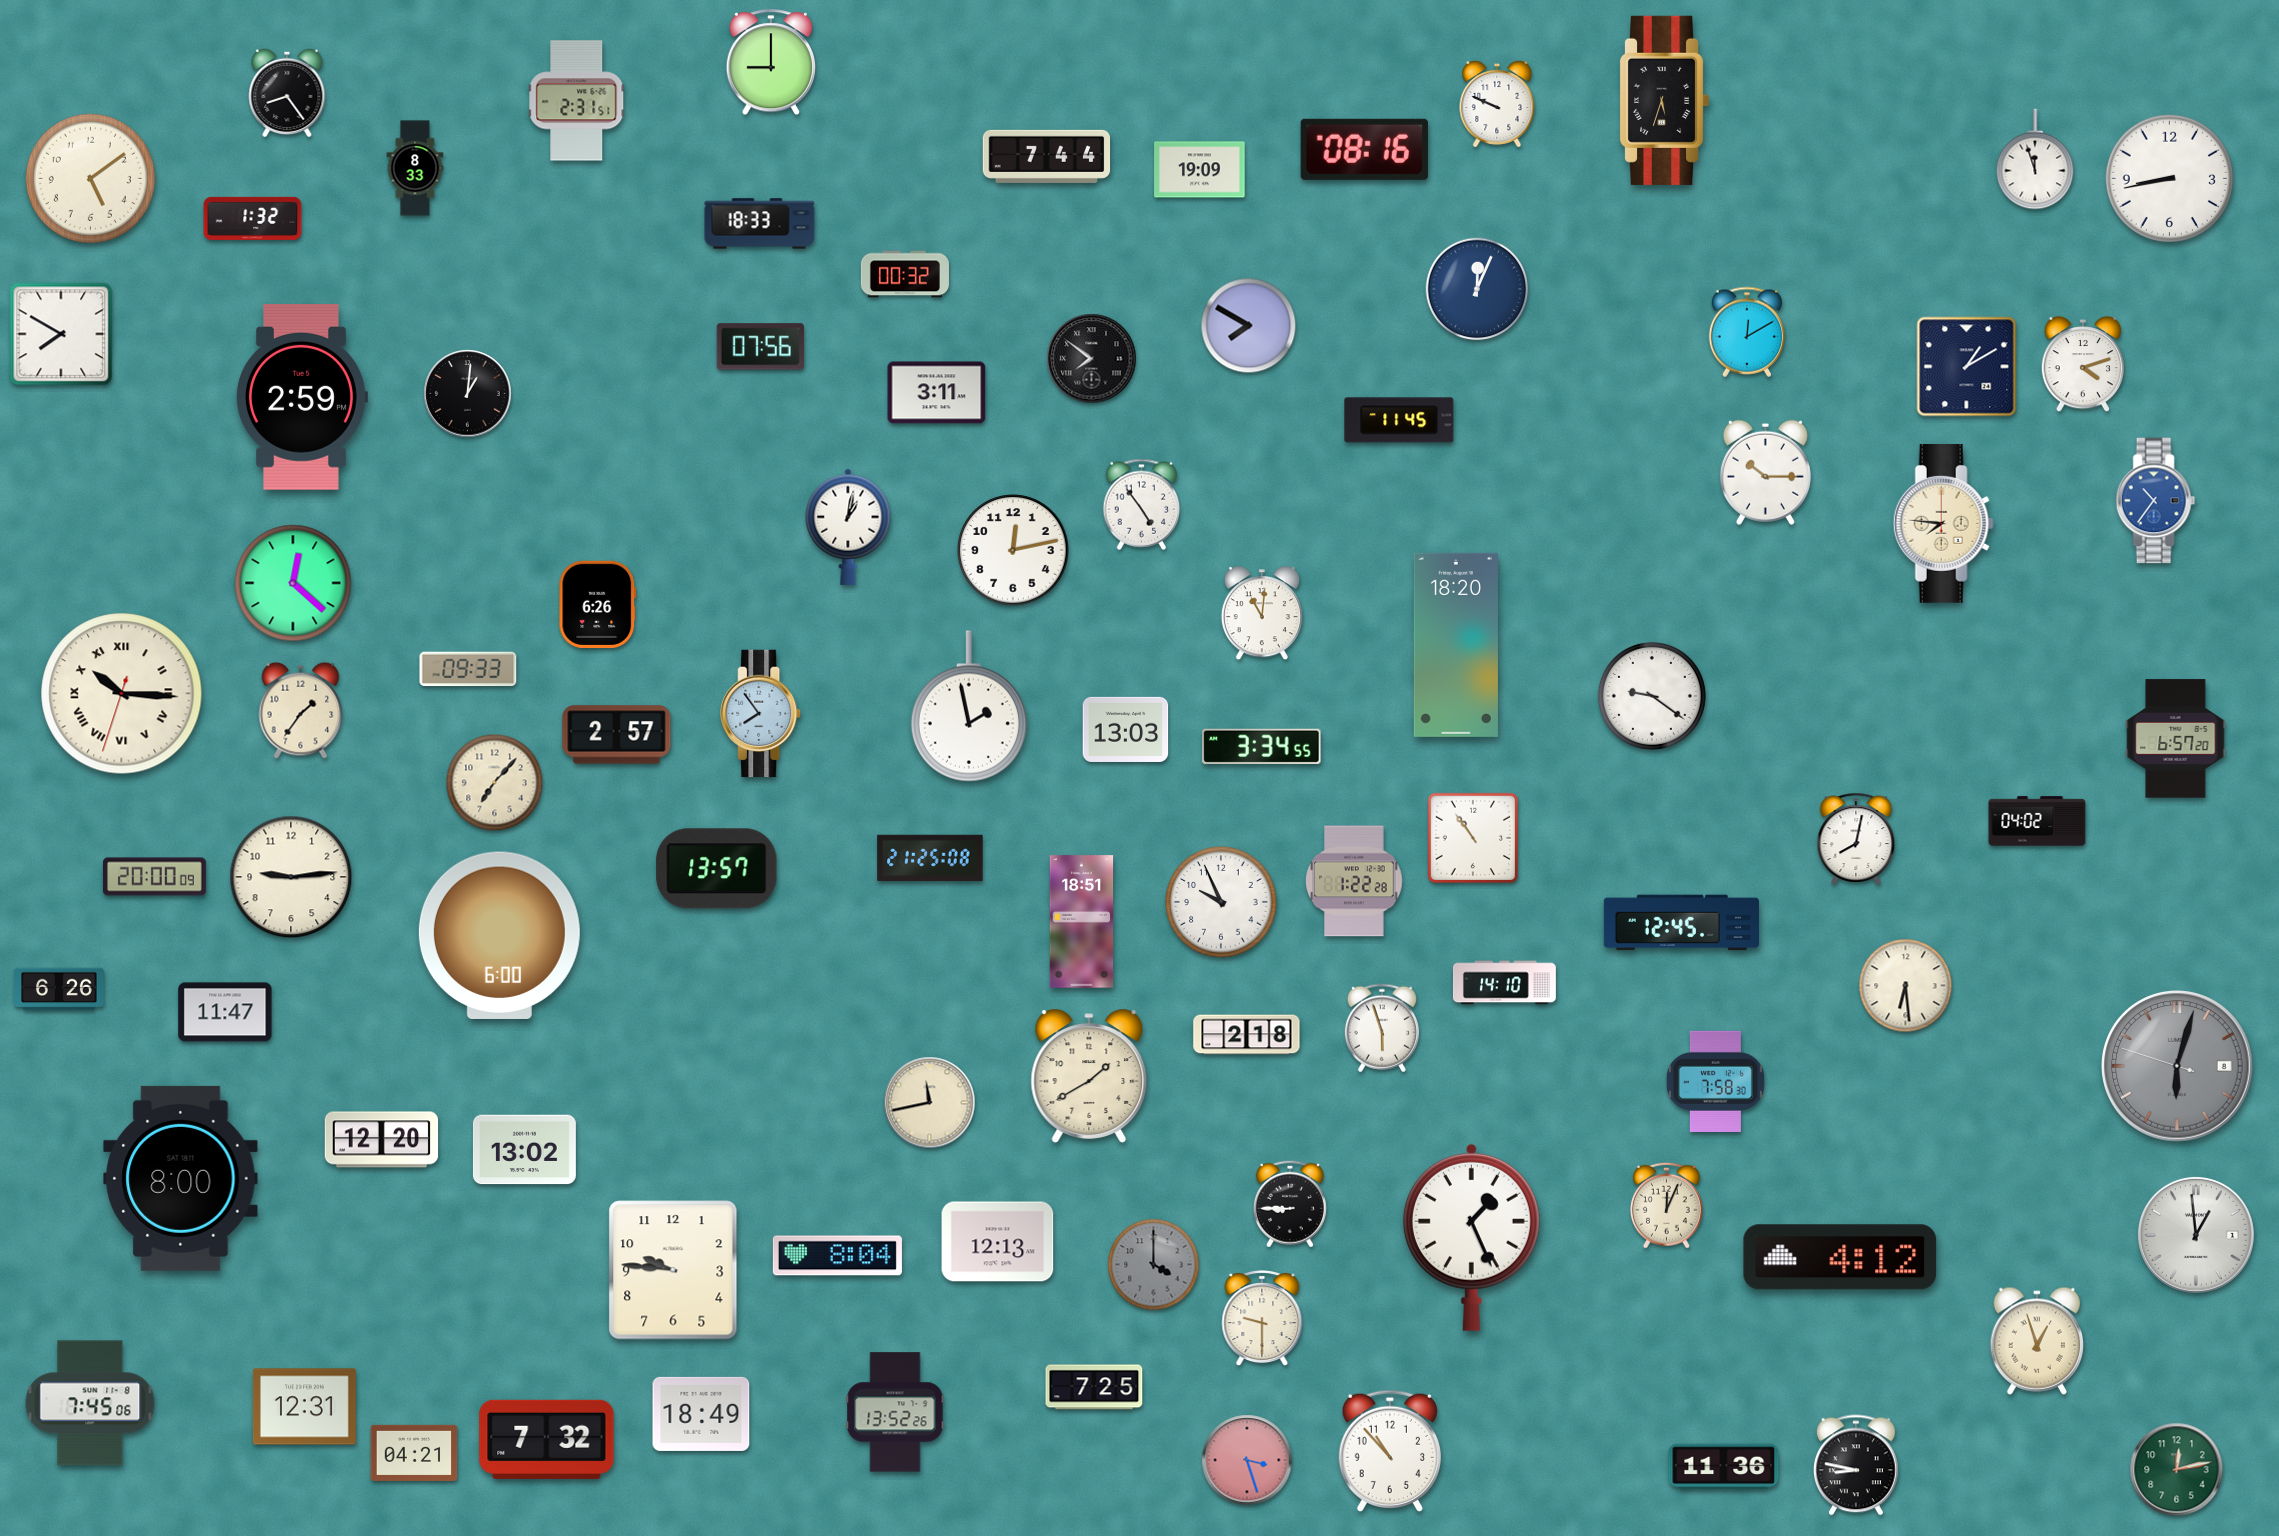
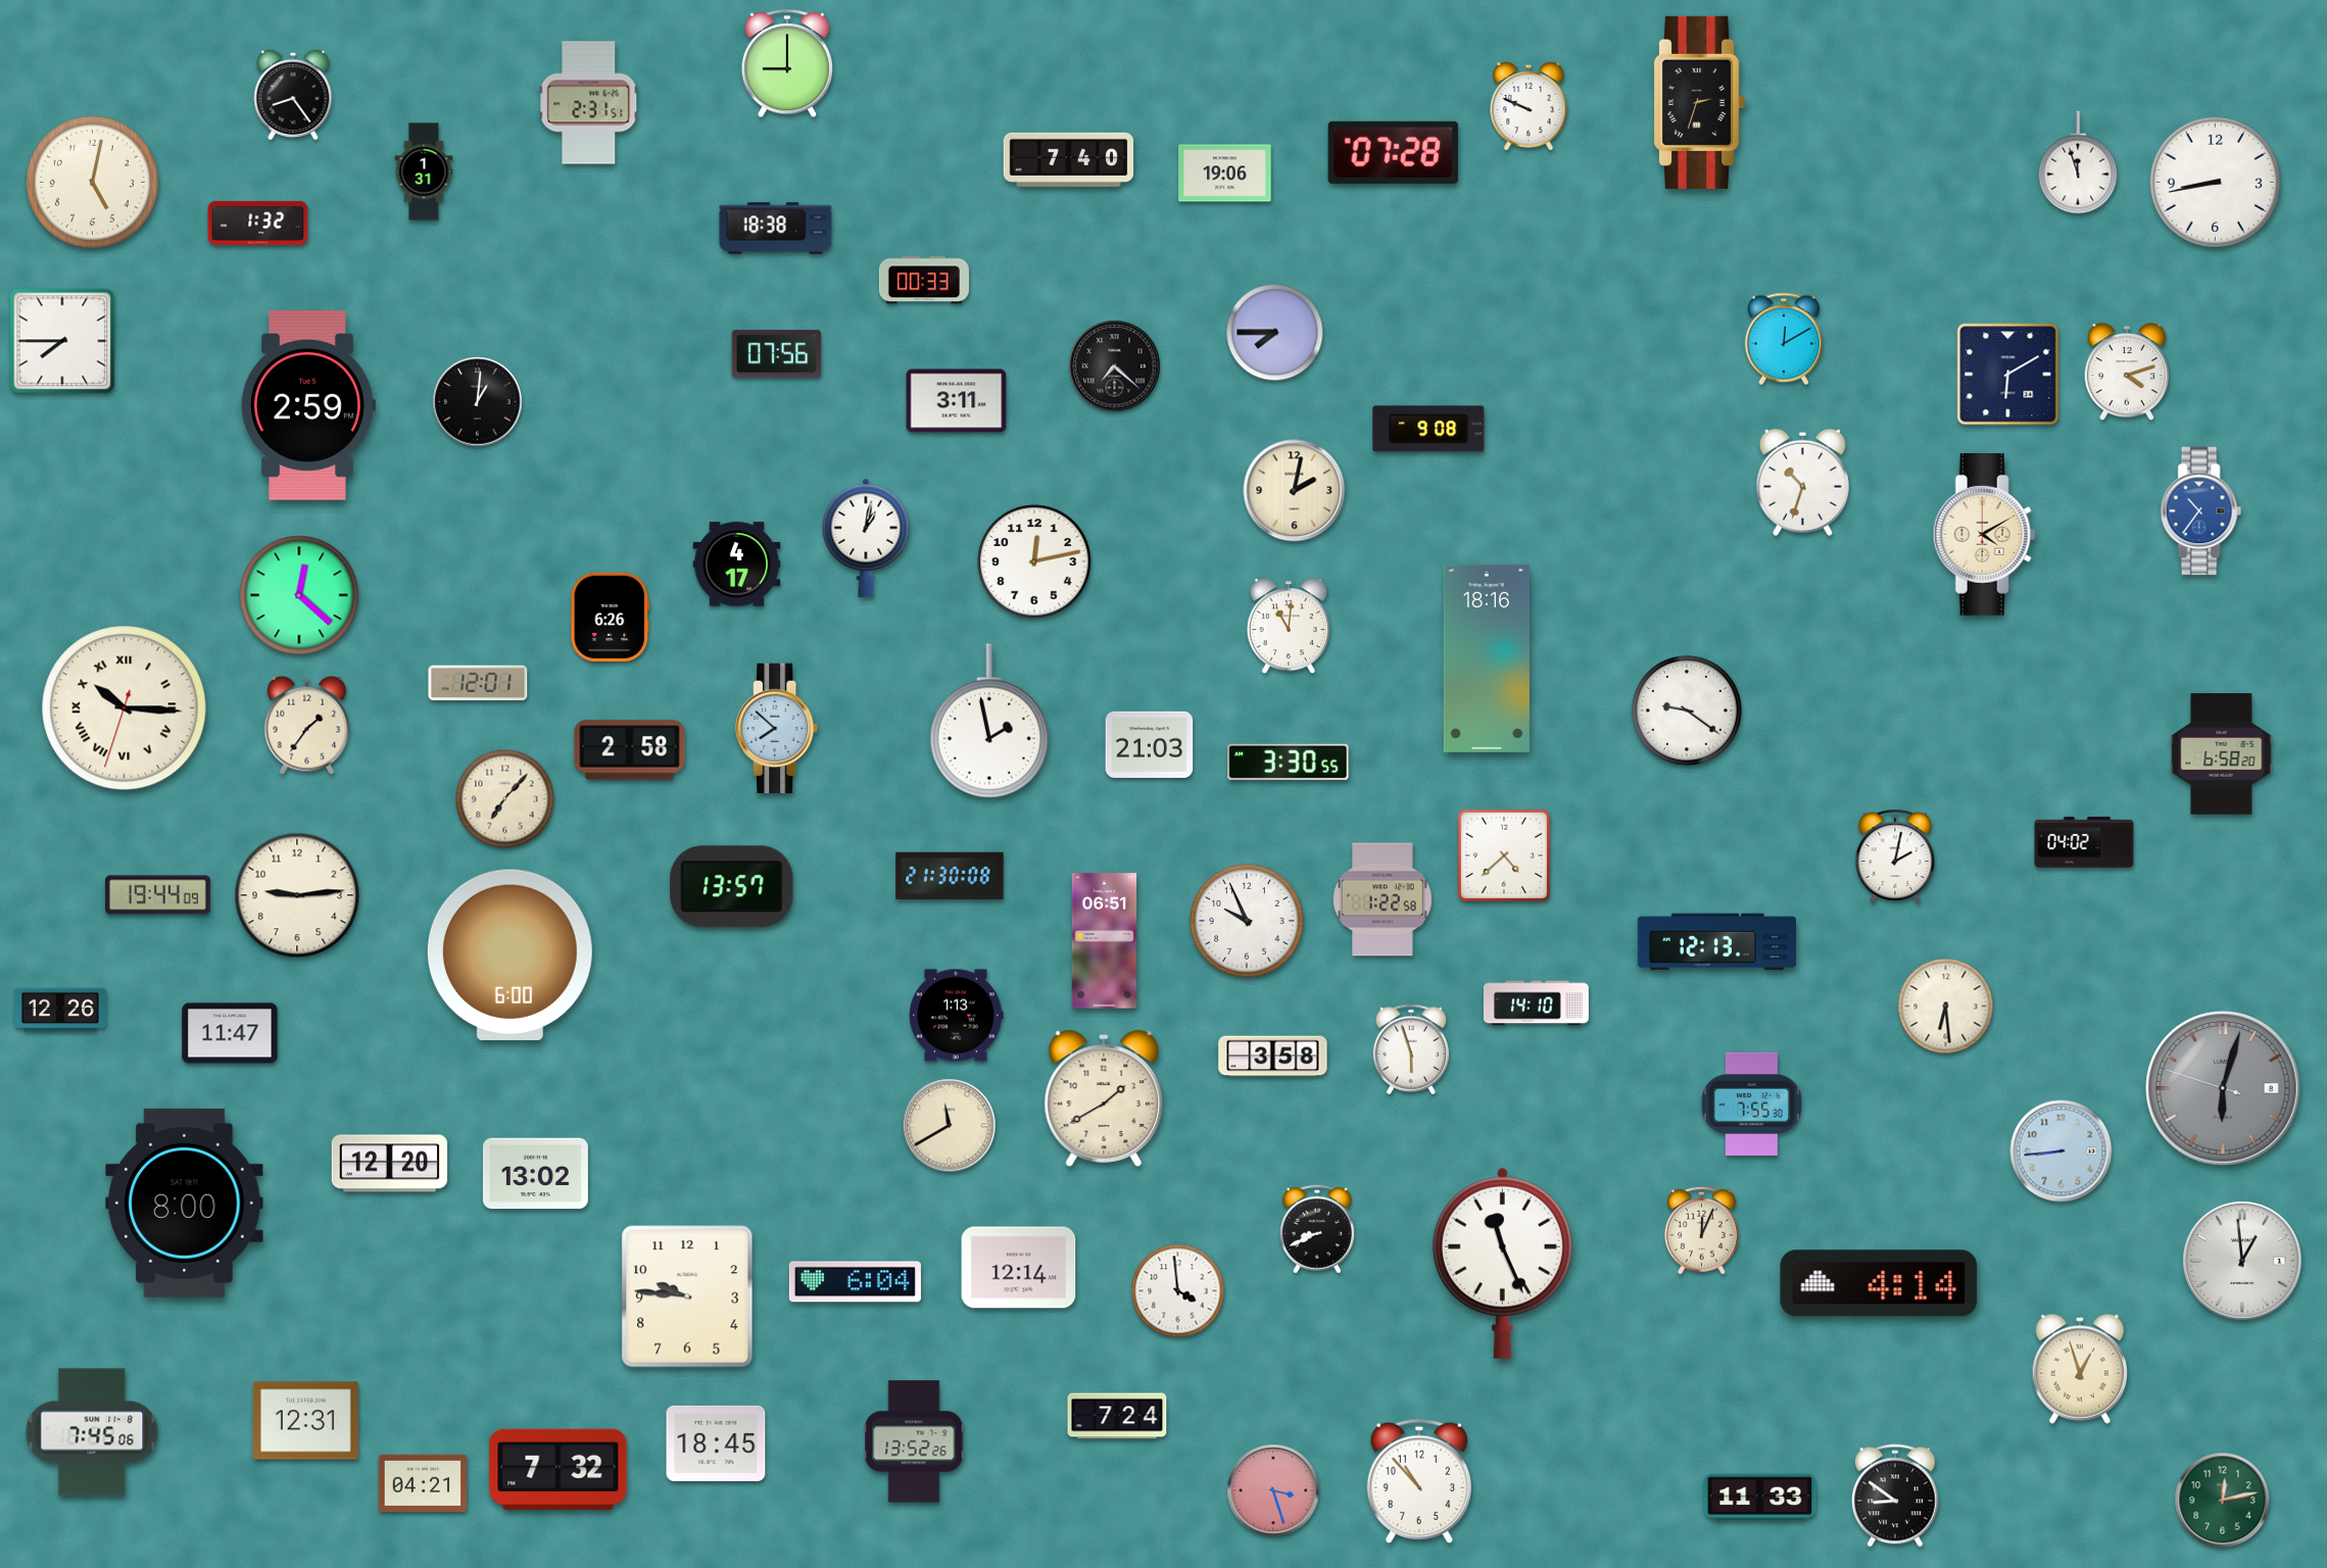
clock at (1665, 100): 5:33 -> 2:33
clock at (1364, 149): 08:16 -> 07:28
clock at (1047, 156): 7:44 -> 7:40
clock at (415, 168): 8:33 -> 1:31
clock at (1200, 170): 19:09 -> 19:06
clock at (90, 178): 5:09 -> 5:02
clock at (760, 224): 18:33 -> 18:38
clock at (905, 274): 00:32 -> 00:33
clock at (1477, 289): 12:04 -> none
clock at (1249, 326): 7:50 -> 7:45
clock at (61, 334): 7:50 -> 7:45
clock at (1092, 359): 7:51 -> 7:22
clock at (1967, 367): 1:10 -> 6:10
clock at (1399, 420): 11:45 -> 9:08
clock at (1765, 472): 10:15 -> 10:33
clock at (1295, 491): none -> 2:02
clock at (1142, 504): 4:54 -> none
clock at (1943, 524): 7:46 -> 4:10
clock at (737, 565): none -> 4:17
clock at (1456, 645): 18:20 -> 18:16
clock at (468, 669): 09:33 -> 12:01
clock at (761, 714): 7:54 -> 7:52
clock at (1126, 729): 13:03 -> 21:03
clock at (617, 735): 2:57 -> 2:58
clock at (2176, 739): 6:57 -> 6:58
clock at (1262, 746): 3:34 -> 3:30
clock at (2037, 821) position: (2037, 821) -> (2084, 842)
clock at (1473, 838): 10:54 -> 4:38
clock at (1856, 839): 8:02 -> 2:02
clock at (930, 858): 21:25 -> 21:30
clock at (154, 877): 20:00 -> 19:44
clock at (1354, 881): 1:22:28 -> 1:22:58
clock at (1082, 922): 18:51 -> 06:51
clock at (1681, 923): 12:45 -> 12:13
clock at (60, 989): 6:26 -> 12:26
clock at (957, 1016): none -> 1:13
clock at (1247, 1035): 2:18 -> 3:58
clock at (1089, 1076) position: (1089, 1076) -> (1104, 1098)
clock at (1715, 1081): 7:58 -> 7:55
clock at (930, 1103): 11:43 -> 11:40
clock at (2062, 1151): none -> 8:44
clock at (1290, 1204): 8:45 -> 8:41
clock at (1471, 1237): 1:26 -> 11:26
clock at (998, 1242): 12:13 -> 12:14
clock at (837, 1256): 8:04 -> 6:04
clock at (1840, 1257): 4:12 -> 4:14
clock at (1154, 1265): 4:00 -> 3:59
clock at (1154, 1265) dial: grey -> white
clock at (1262, 1319): 9:30 -> none
clock at (1094, 1387): 7:25 -> 7:24
clock at (304, 1407) position: (304, 1407) -> (305, 1421)
clock at (701, 1414): 18:49 -> 18:45
clock at (1856, 1465): 8:47 -> 8:51
clock at (1724, 1467): 11:36 -> 11:33
